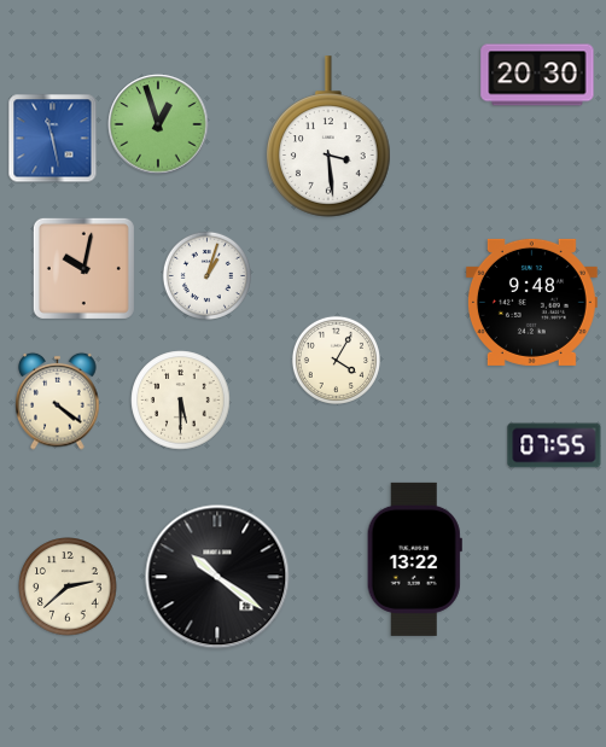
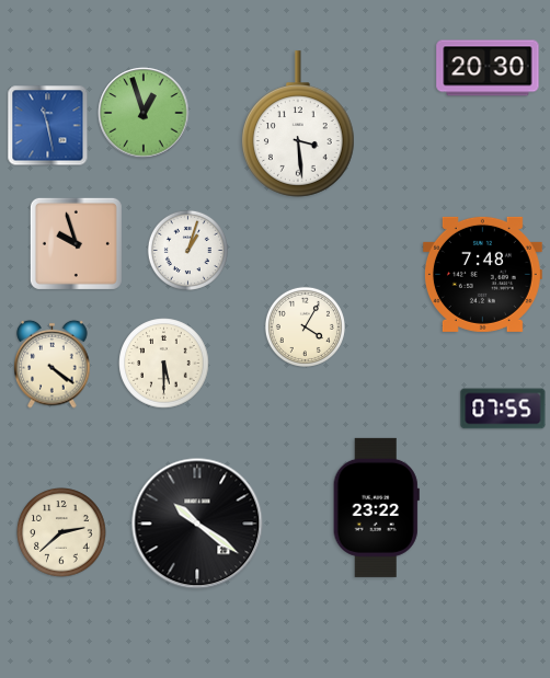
clock at (83, 268): 10:02 -> 9:57
clock at (531, 302): 9:48 -> 7:48
clock at (554, 445) position: (554, 445) -> (503, 409)
clock at (414, 559): 13:22 -> 23:22
